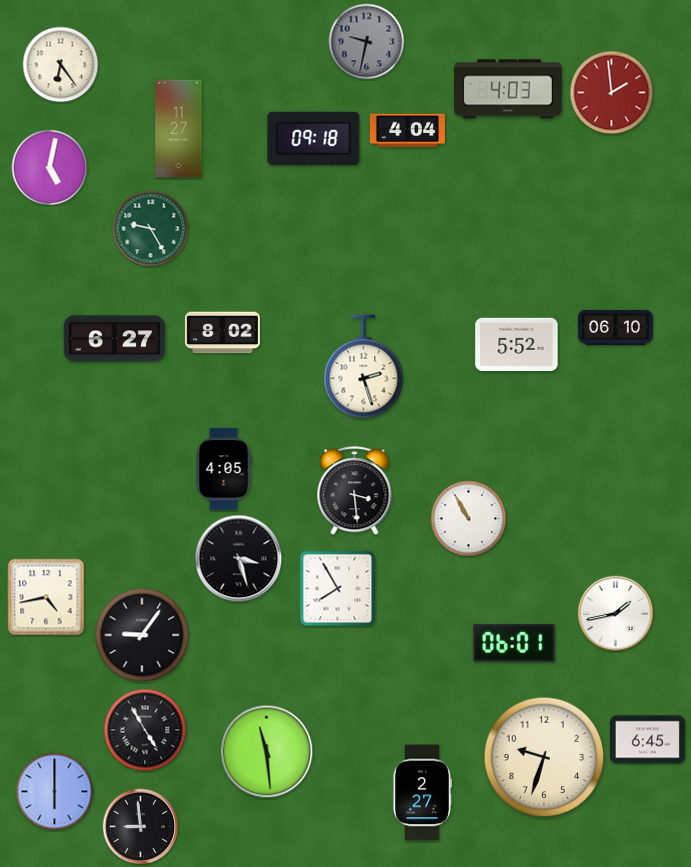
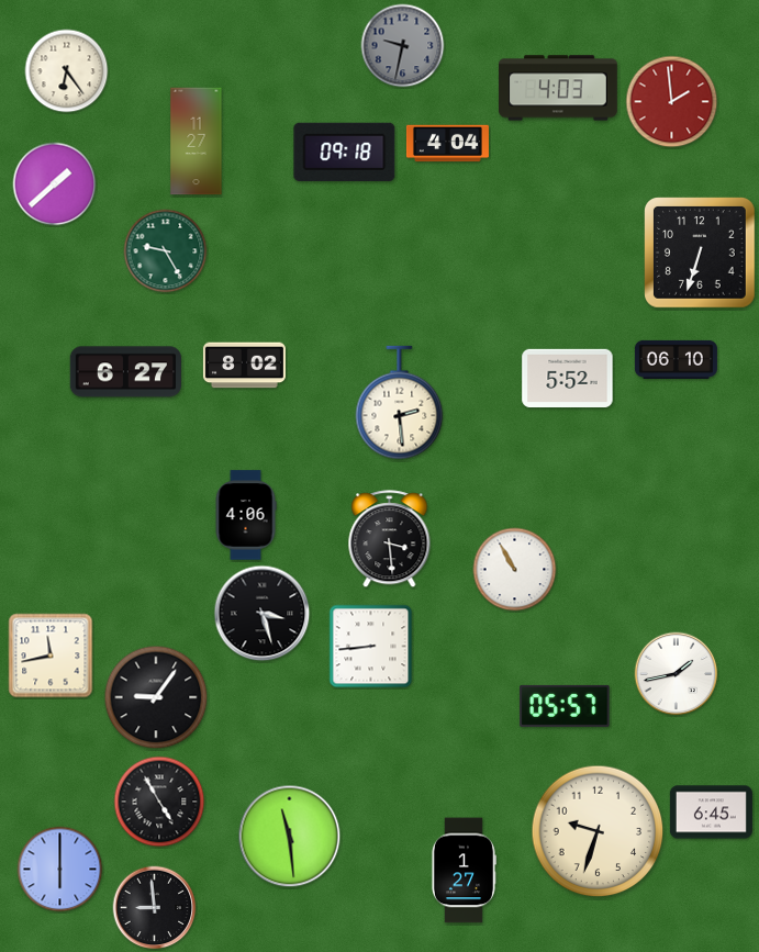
clock at (509, 89) position: (509, 89) -> (559, 88)
clock at (50, 168): 5:02 -> 1:38
clock at (701, 254): none -> 6:33
clock at (364, 367): 2:27 -> 2:29
clock at (224, 469): 4:05 -> 4:06
clock at (338, 589): 7:55 -> 8:44
clock at (46, 597): 4:43 -> 11:43
clock at (514, 643): 06:01 -> 05:57
clock at (267, 752) position: (267, 752) -> (290, 837)
clock at (422, 793): 2:27 -> 1:27
